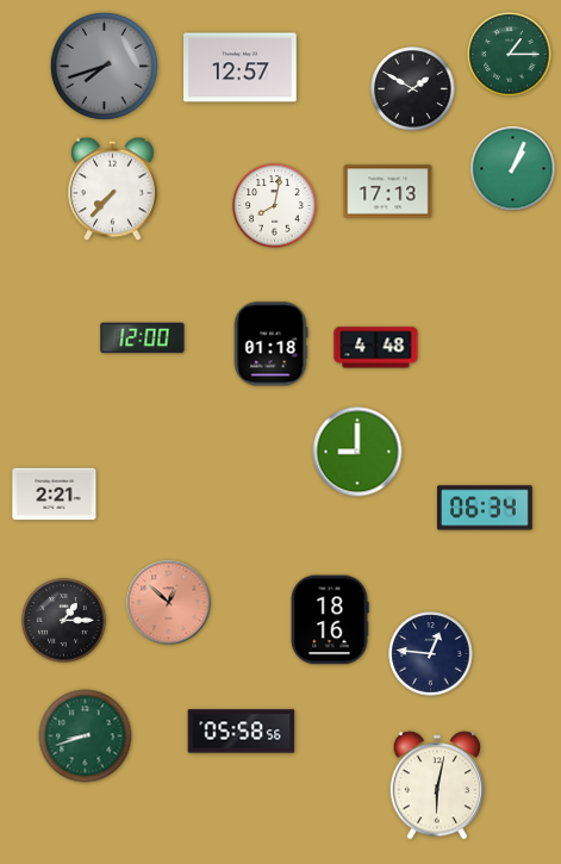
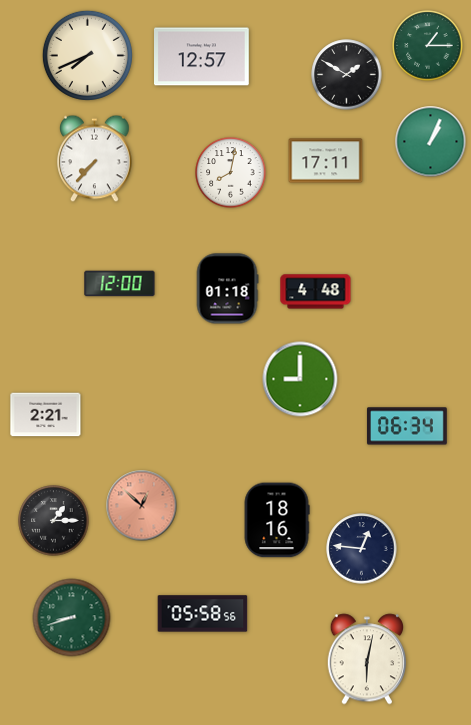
clock at (104, 66): 7:42 -> 7:41
clock at (104, 66) dial: grey -> cream
clock at (388, 192): 17:13 -> 17:11
